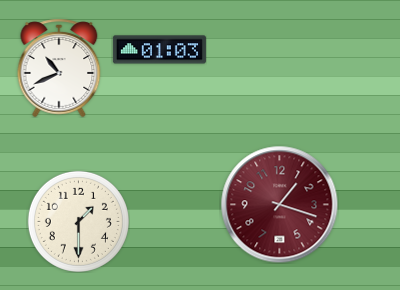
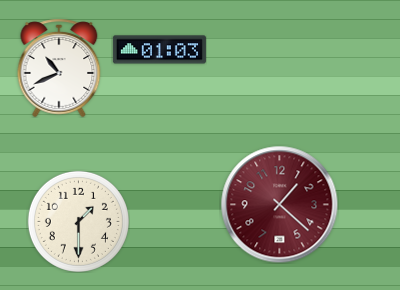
clock at (279, 204): 1:18 -> 1:22
